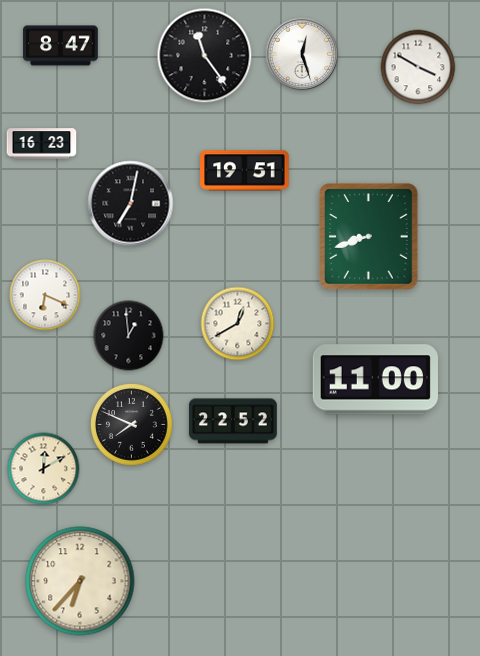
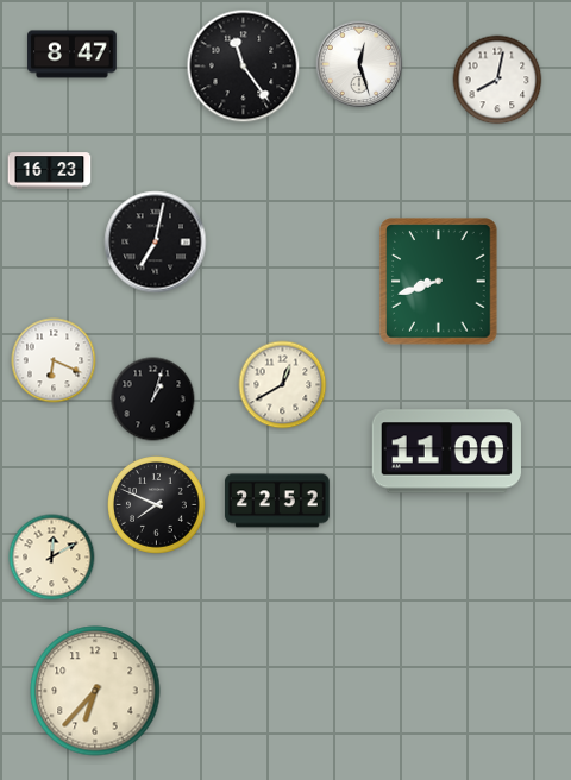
clock at (418, 67): 3:50 -> 8:02
clock at (245, 171): 19:51 -> none
clock at (45, 295) position: (45, 295) -> (54, 360)
clock at (129, 336): 12:59 -> 1:03
